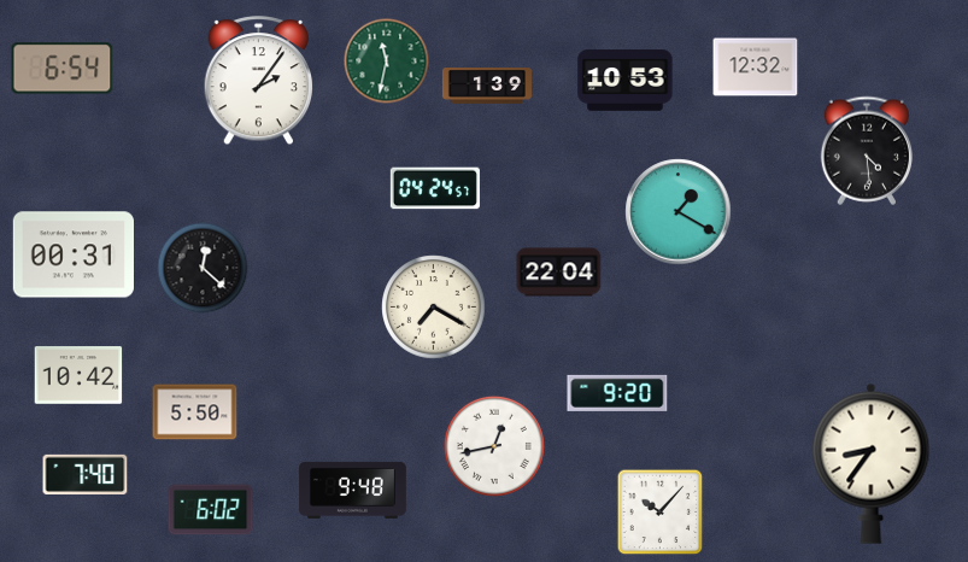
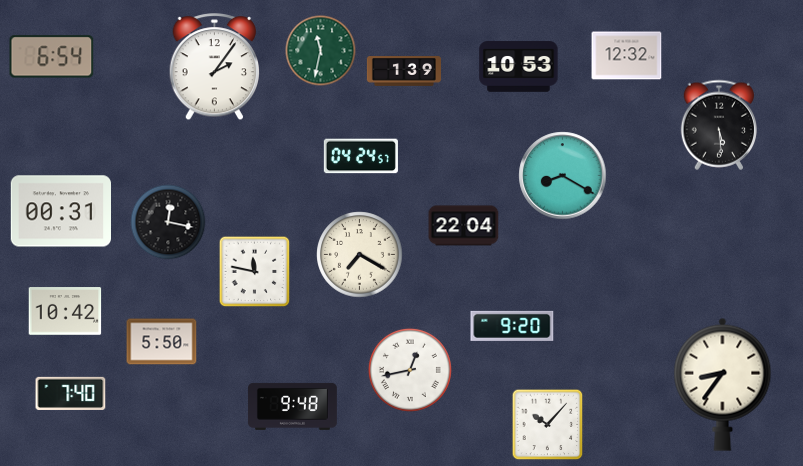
clock at (866, 151): 4:29 -> 5:29
clock at (679, 212): 1:20 -> 8:20
clock at (203, 268): 12:22 -> 12:17
clock at (255, 272): none -> 11:47
clock at (211, 510): 6:02 -> none
